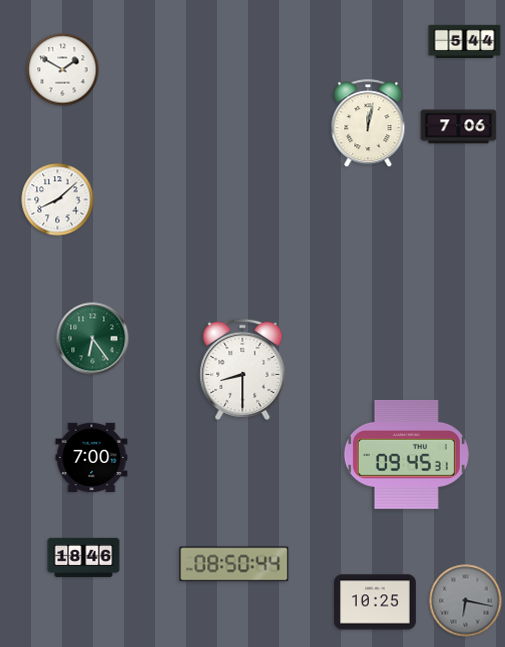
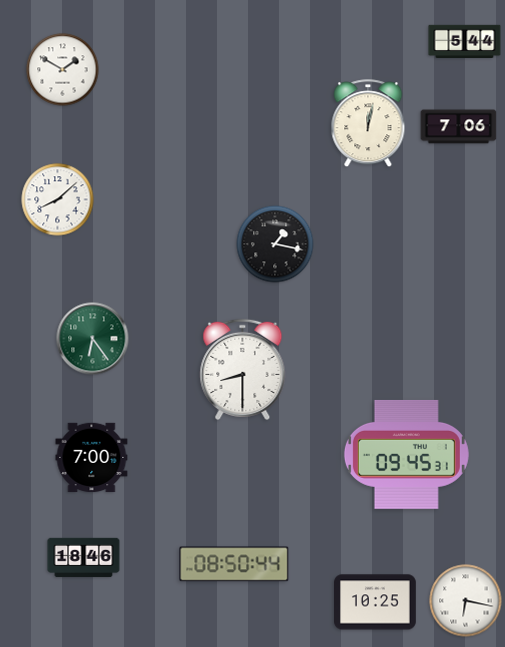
clock at (275, 244): none -> 1:17
clock at (466, 601) dial: grey -> white
